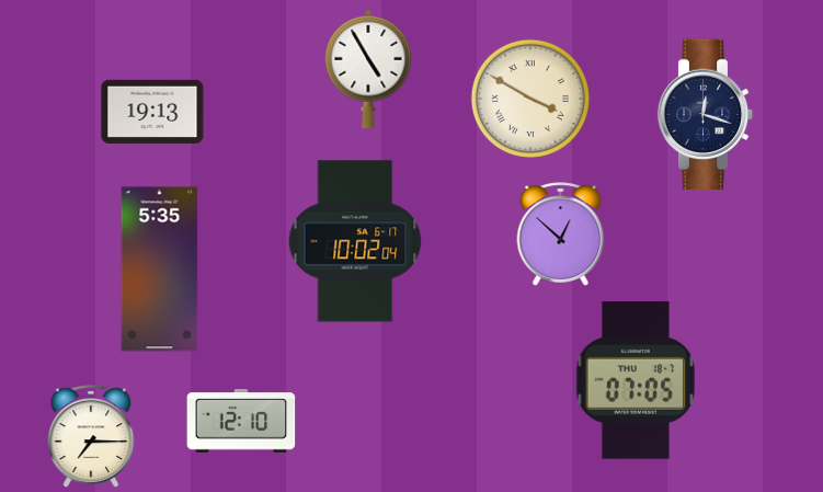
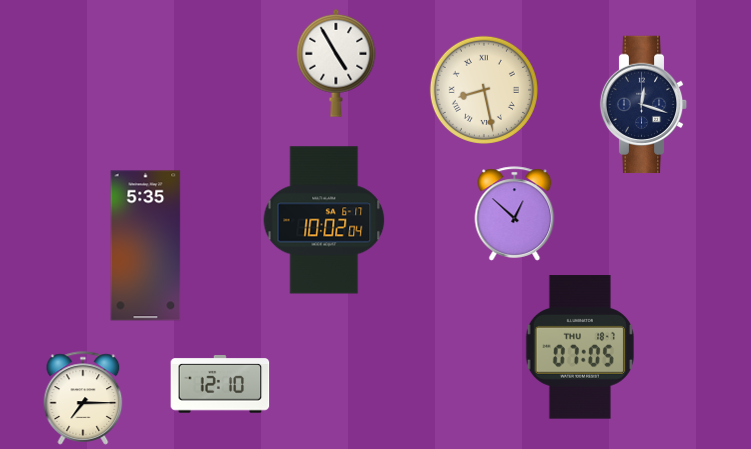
clock at (530, 99): 3:50 -> 8:28
clock at (152, 112): 19:13 -> none
clock at (561, 234) position: (561, 234) -> (515, 214)
